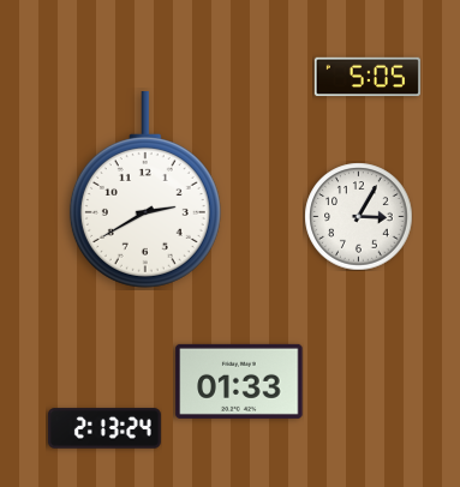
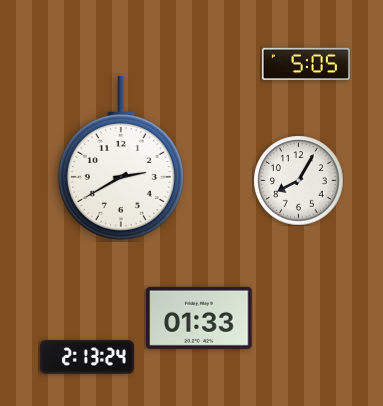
clock at (358, 216): 3:05 -> 8:05
